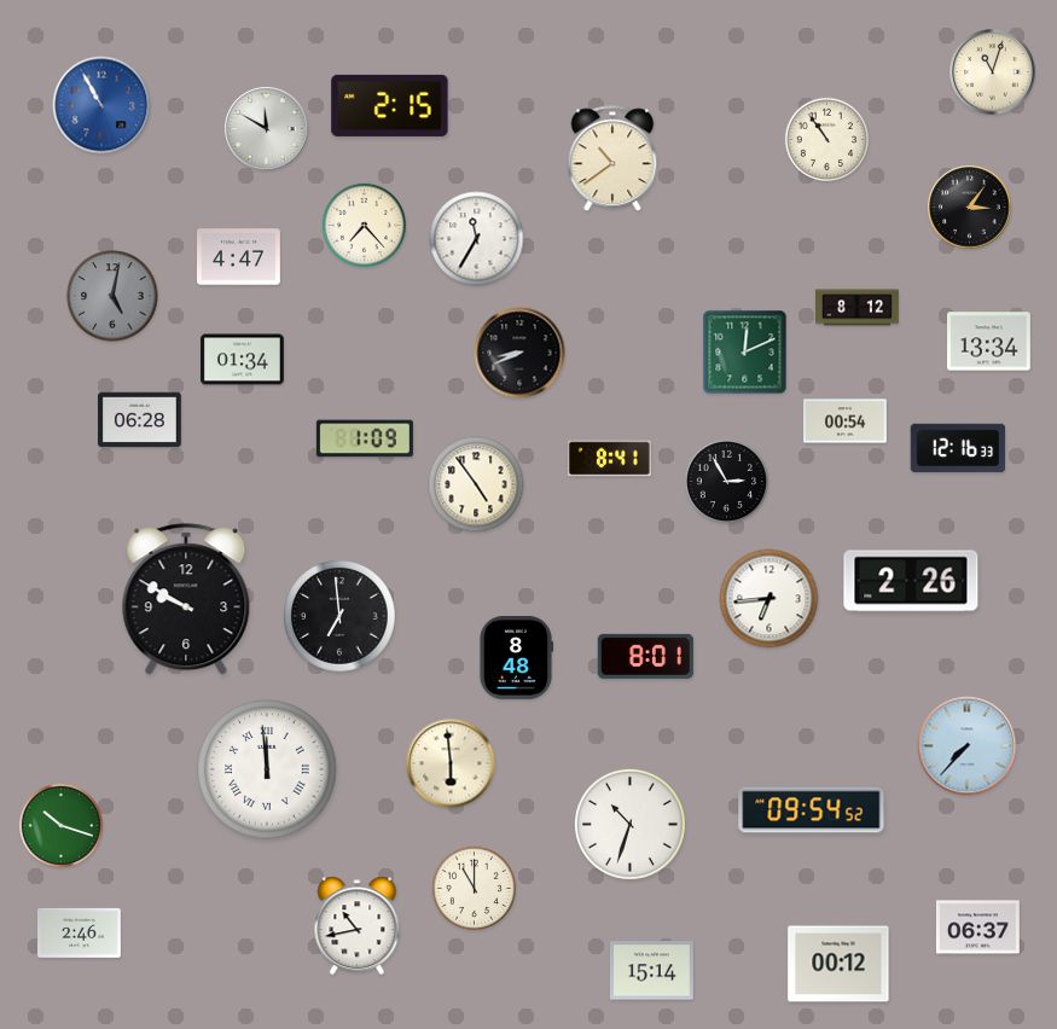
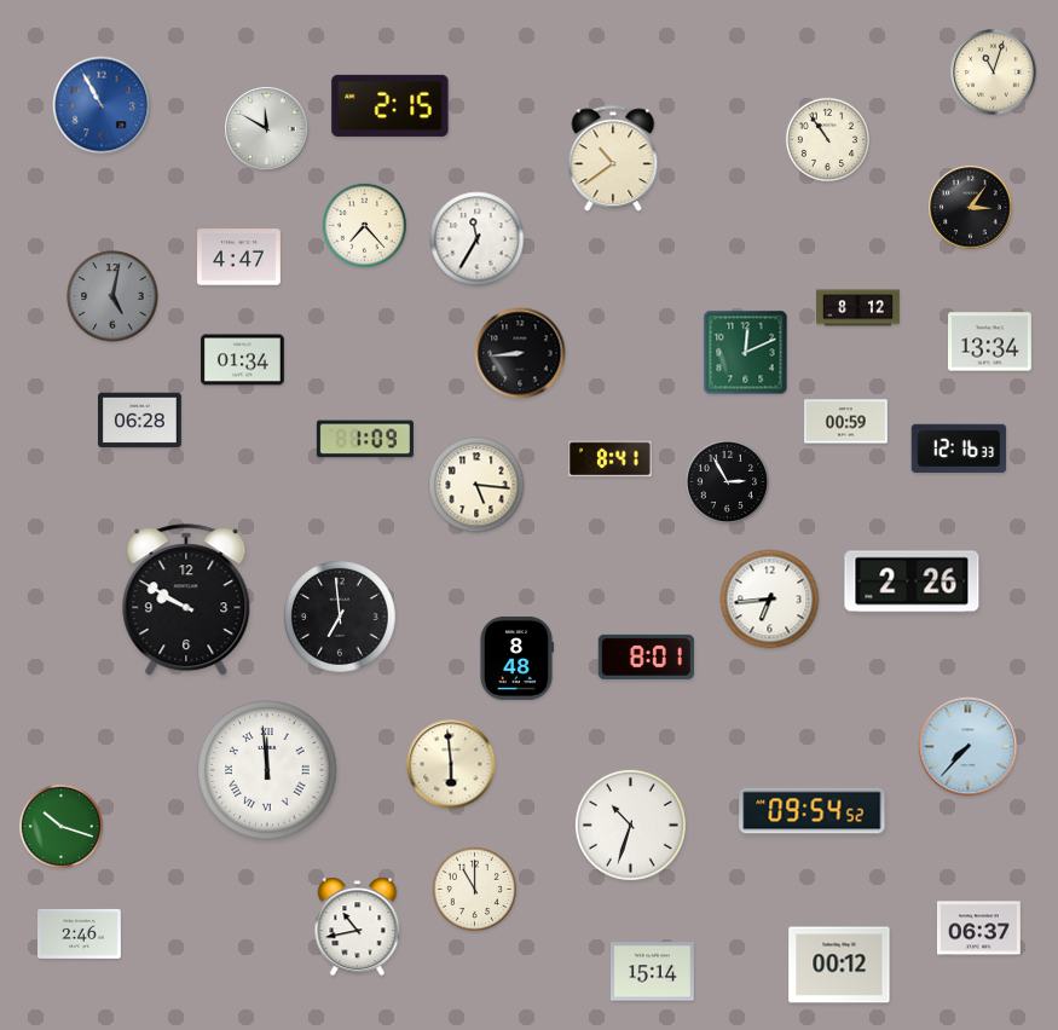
clock at (519, 353): 8:41 -> 8:44
clock at (846, 422): 00:54 -> 00:59
clock at (476, 484): 4:54 -> 5:16
